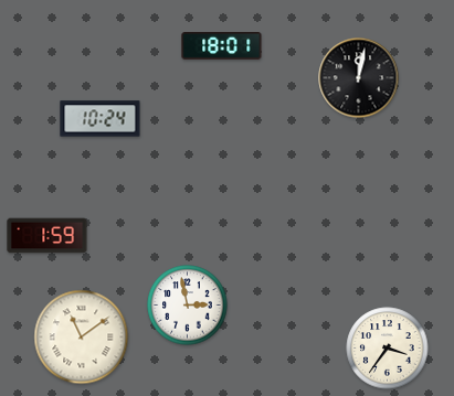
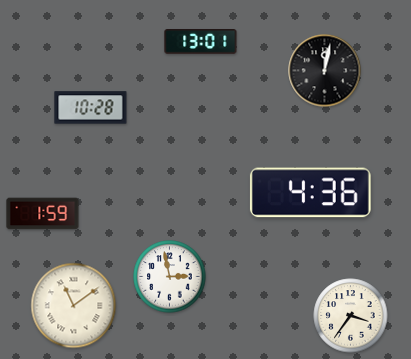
clock at (222, 46): 18:01 -> 13:01
clock at (101, 119): 10:24 -> 10:28
clock at (310, 193): none -> 4:36
